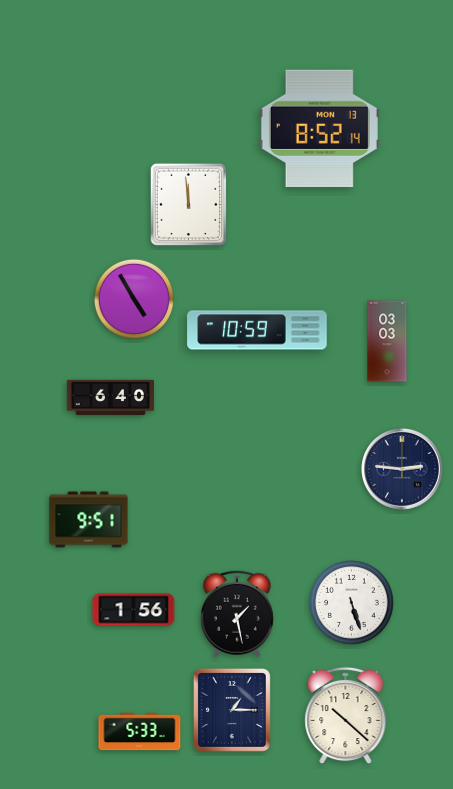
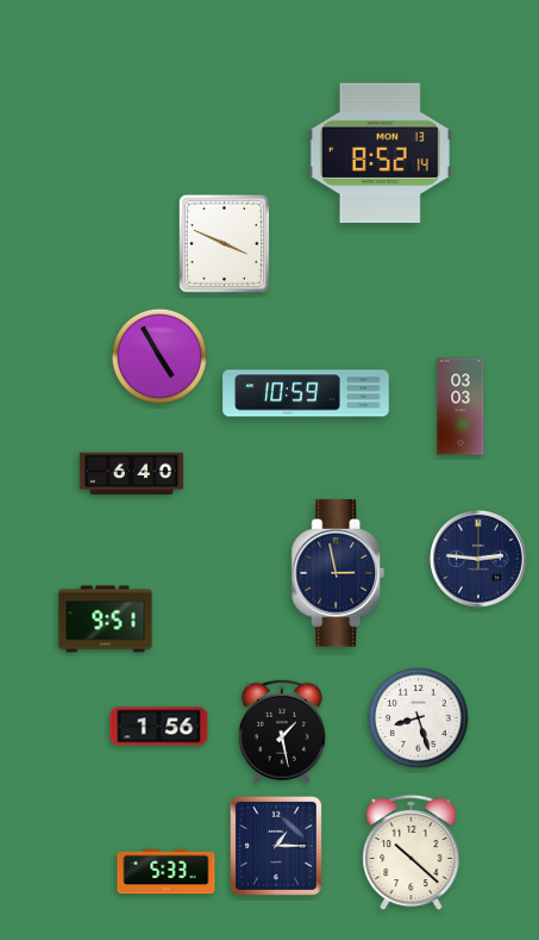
clock at (188, 204): 11:59 -> 3:49
clock at (338, 573): none -> 2:58
clock at (352, 603): 5:27 -> 8:27
